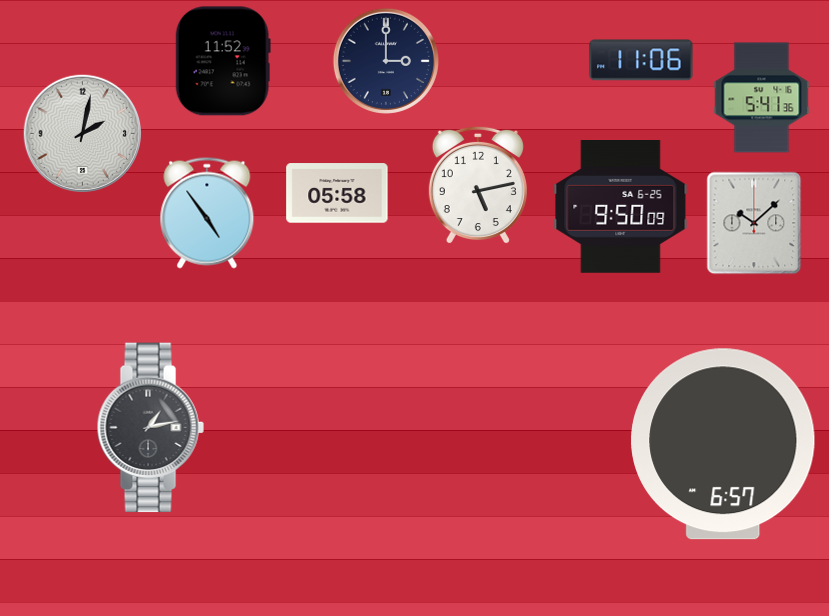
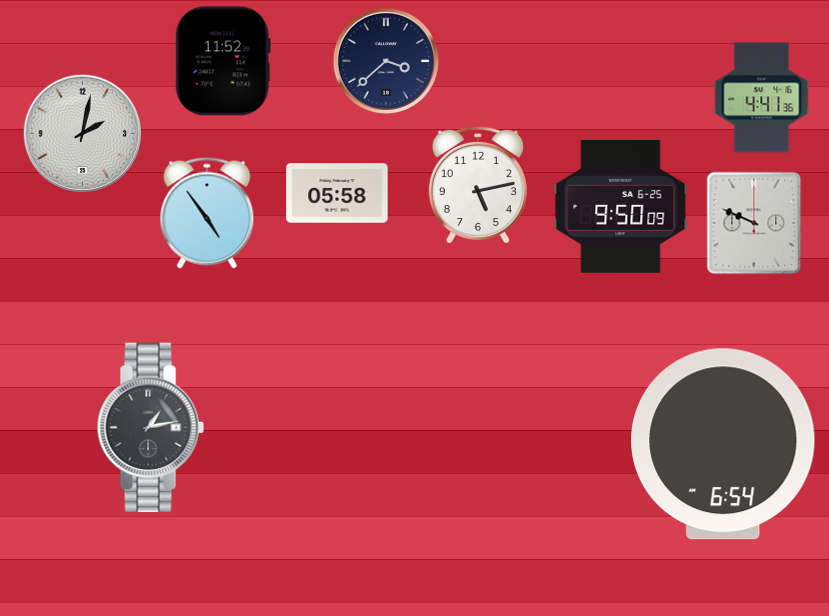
clock at (641, 60): 11:06 -> none
clock at (386, 61): 3:00 -> 3:38
clock at (762, 98): 5:41 -> 4:41
clock at (754, 223): 10:08 -> 9:49
clock at (723, 444): 6:57 -> 6:54
